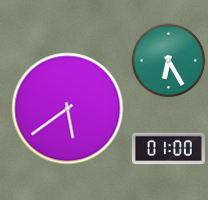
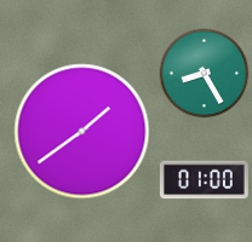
clock at (169, 61): 6:25 -> 8:25
clock at (68, 109): 5:39 -> 1:39
